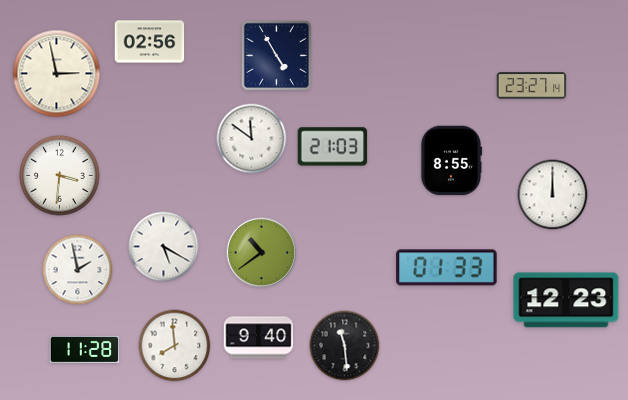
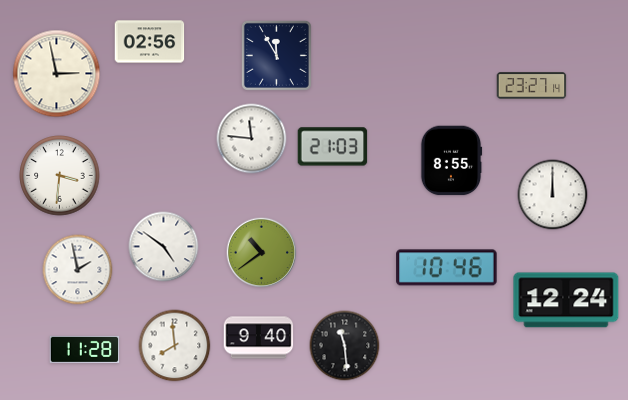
clock at (276, 55): 4:55 -> 11:55
clock at (252, 139): 11:51 -> 11:46
clock at (164, 247): 5:20 -> 4:51
clock at (447, 268): 01:33 -> 10:46
clock at (566, 300): 12:23 -> 12:24
